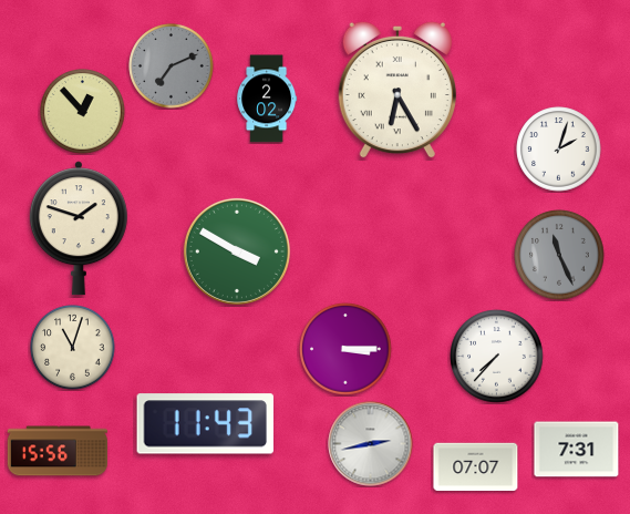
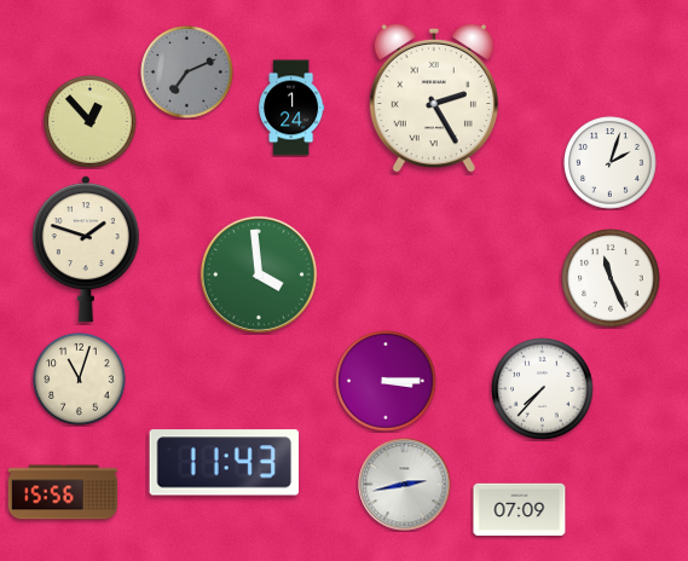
clock at (397, 90): 6:25 -> 2:25
clock at (267, 99): 2:02 -> 1:24
clock at (237, 251): 3:50 -> 3:59
clock at (559, 255) dial: grey -> white
clock at (345, 349) position: (345, 349) -> (386, 381)
clock at (577, 450): 7:31 -> none
clock at (476, 467): 07:07 -> 07:09
